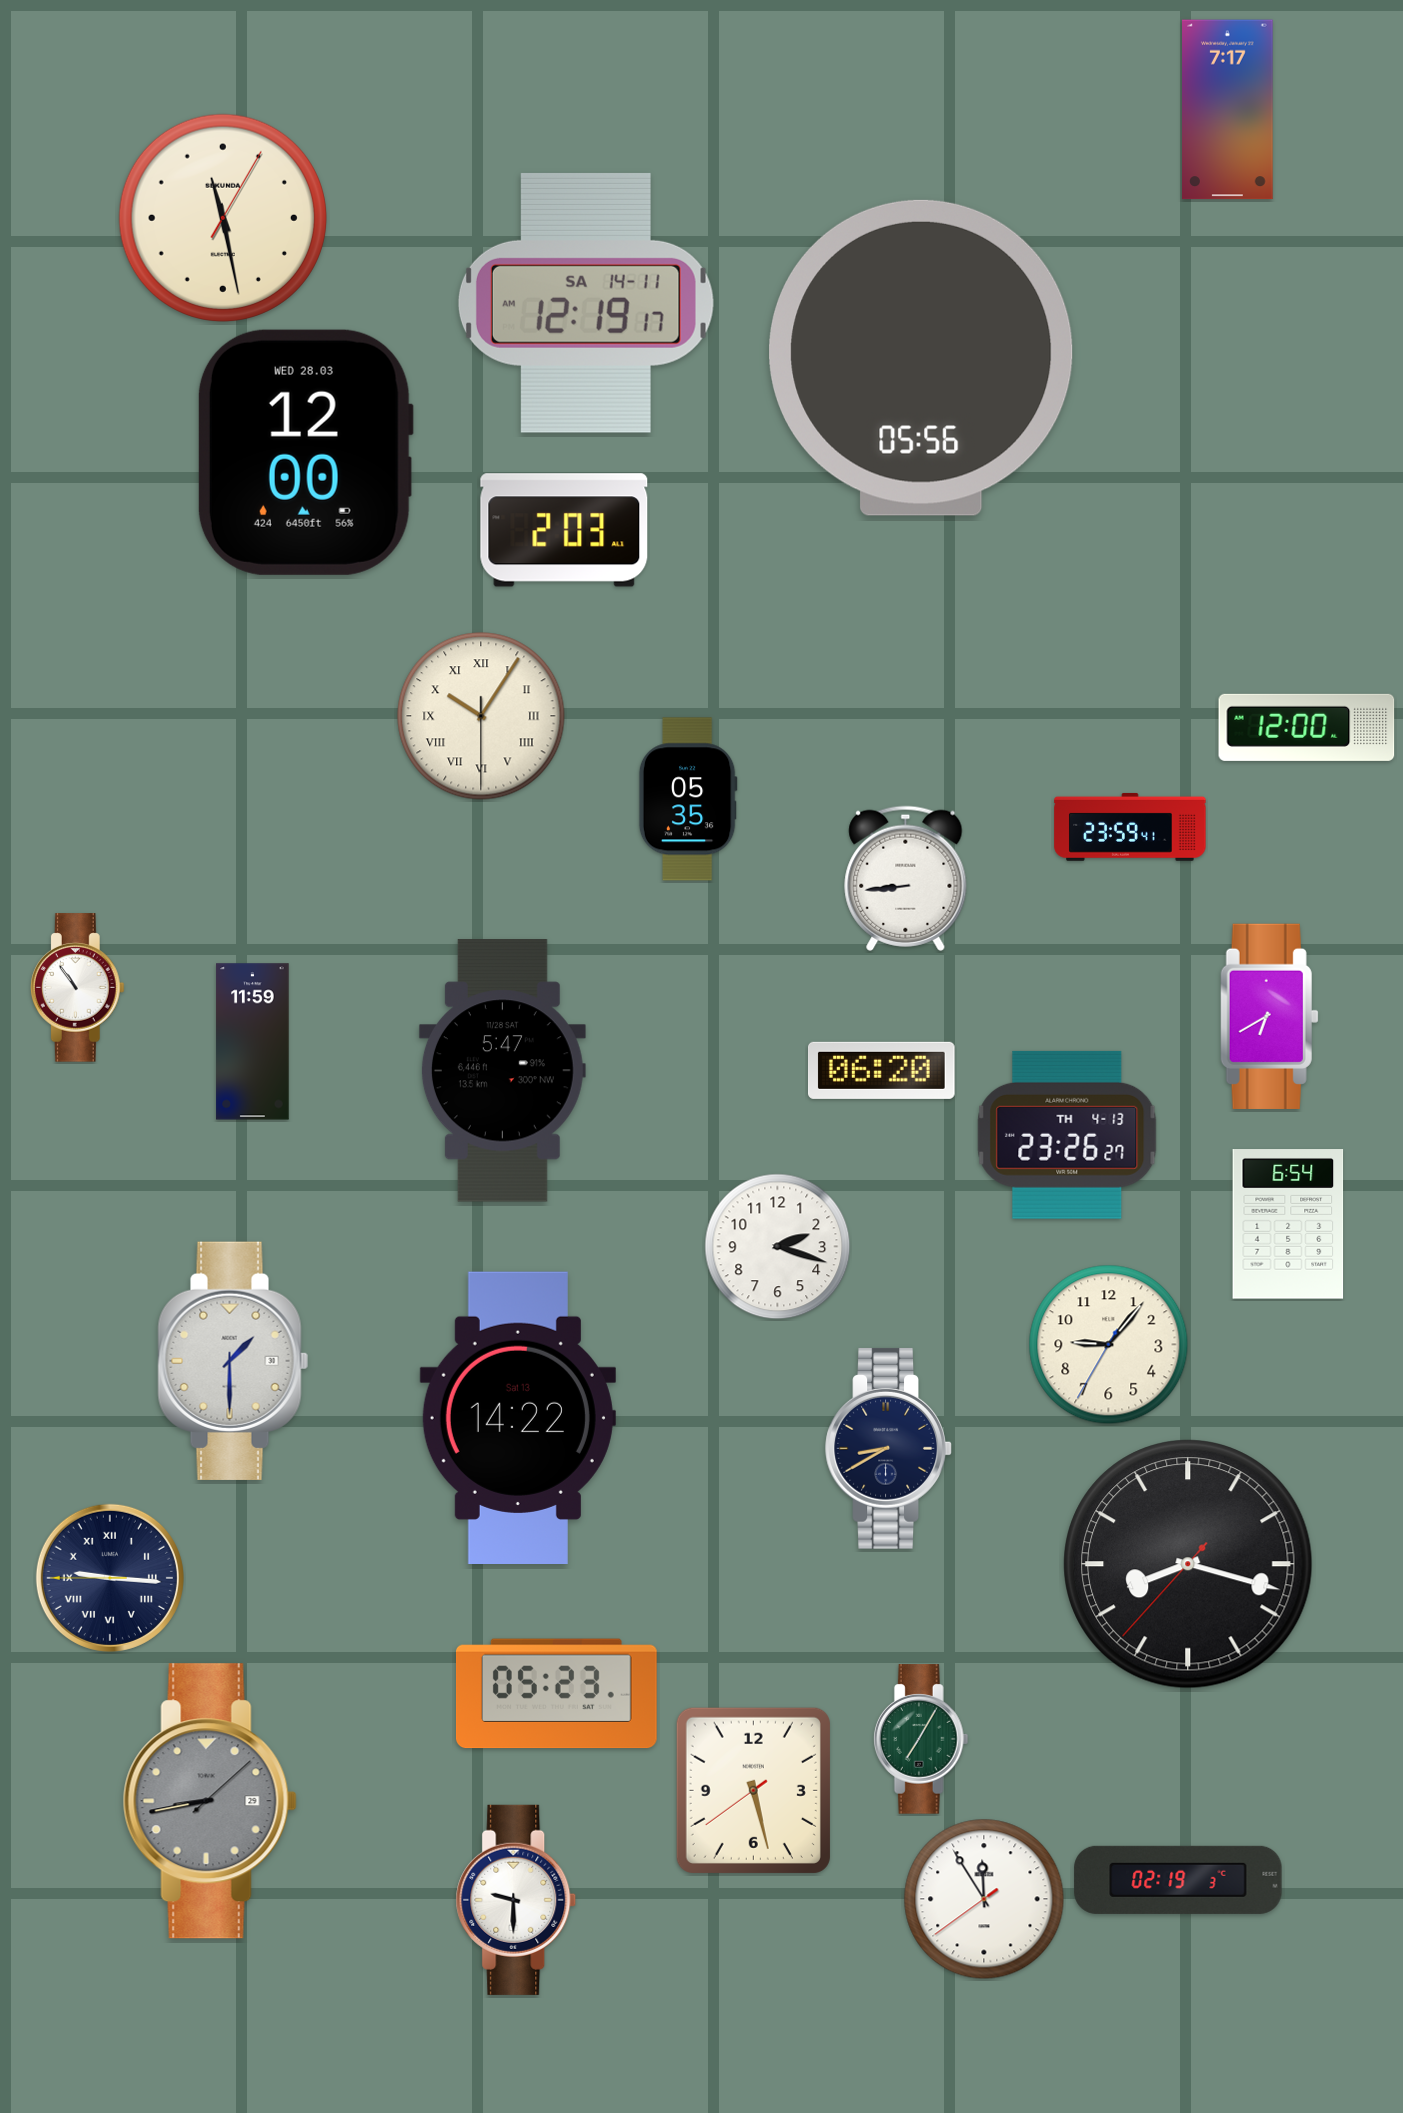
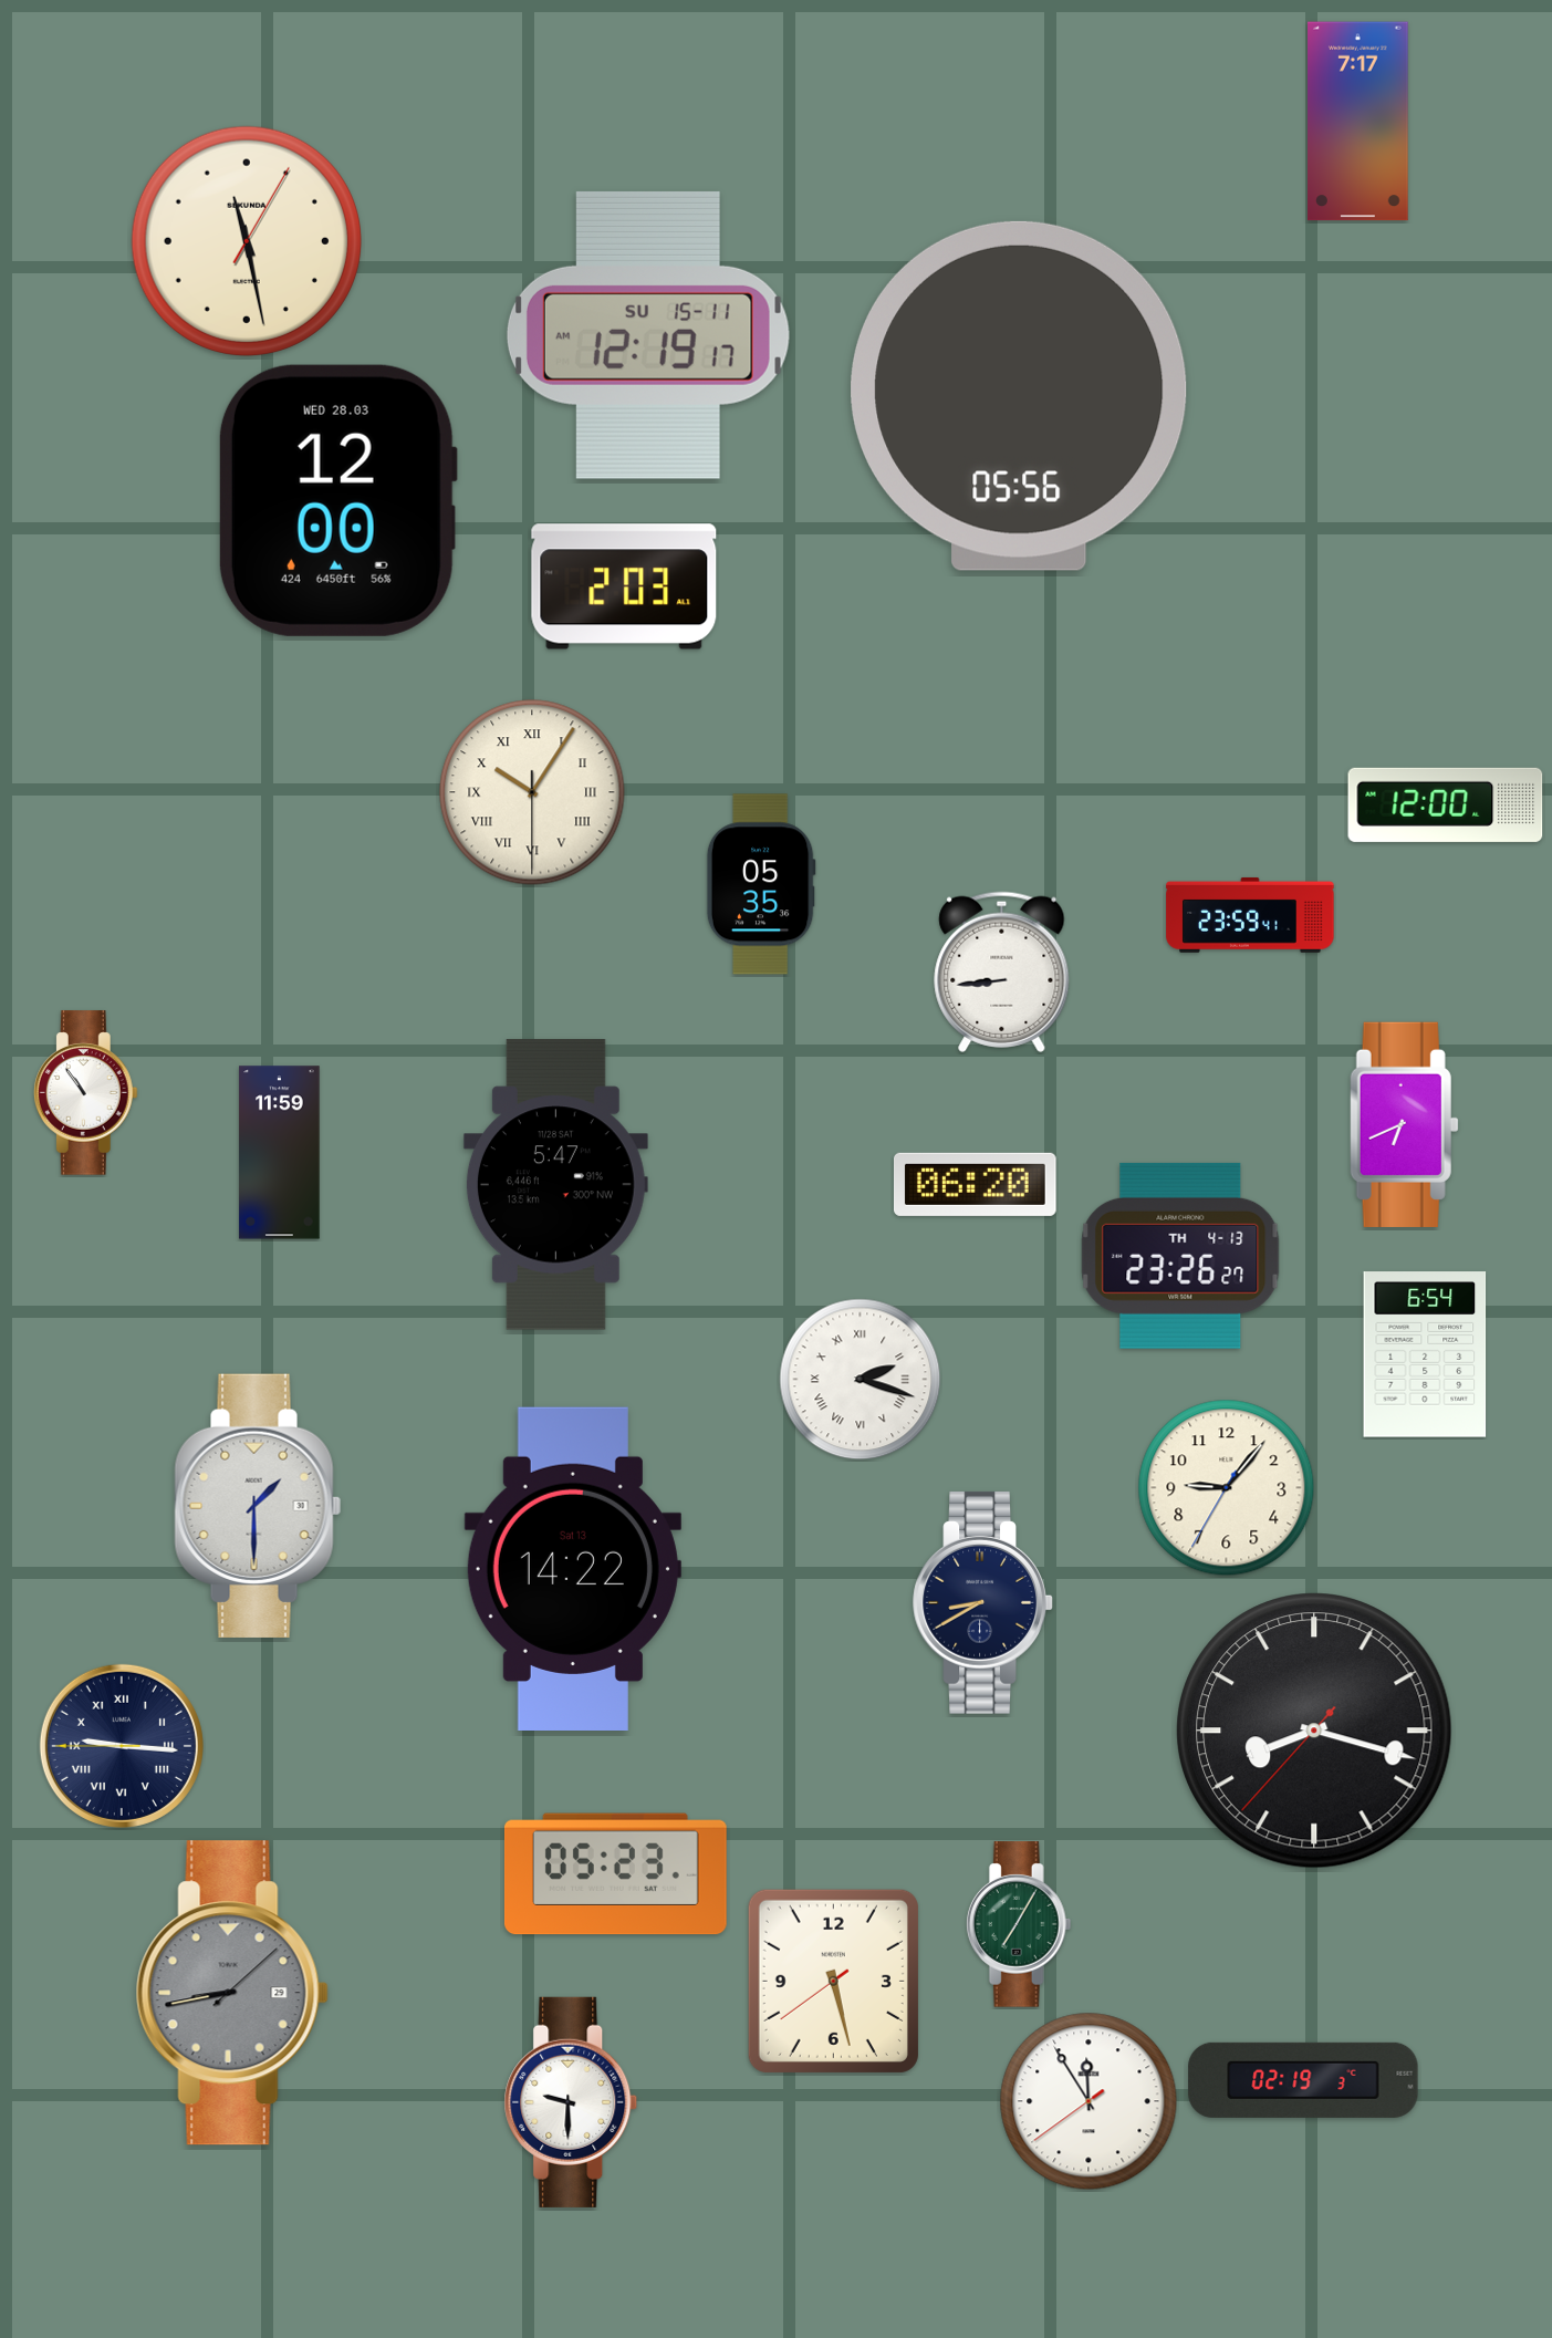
clock at (586, 303) date: SA 14-11 -> SU 15-11
clock at (1269, 1016): 6:40 -> 6:41
clock at (778, 1247) numerals: Arabic -> Roman
